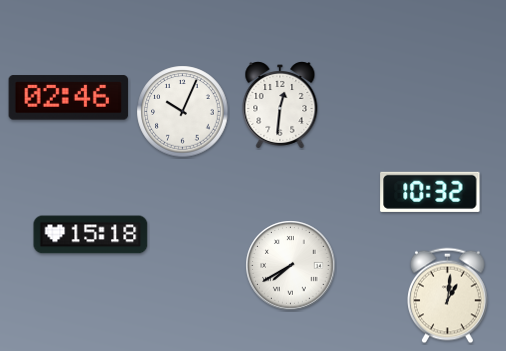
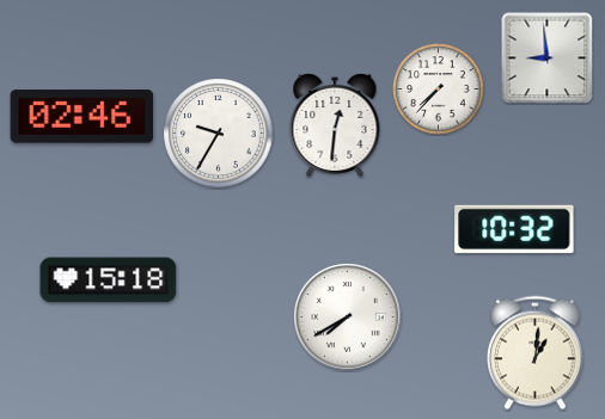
clock at (548, 58): none -> 8:59
clock at (439, 90): none -> 7:37
clock at (183, 112): 10:04 -> 9:35
